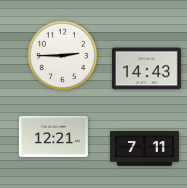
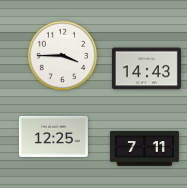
clock at (63, 56): 2:45 -> 3:45
clock at (53, 136): 12:21 -> 12:25
